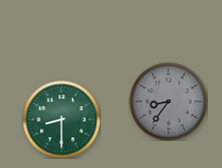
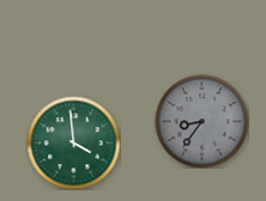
clock at (61, 119): 8:30 -> 3:59
